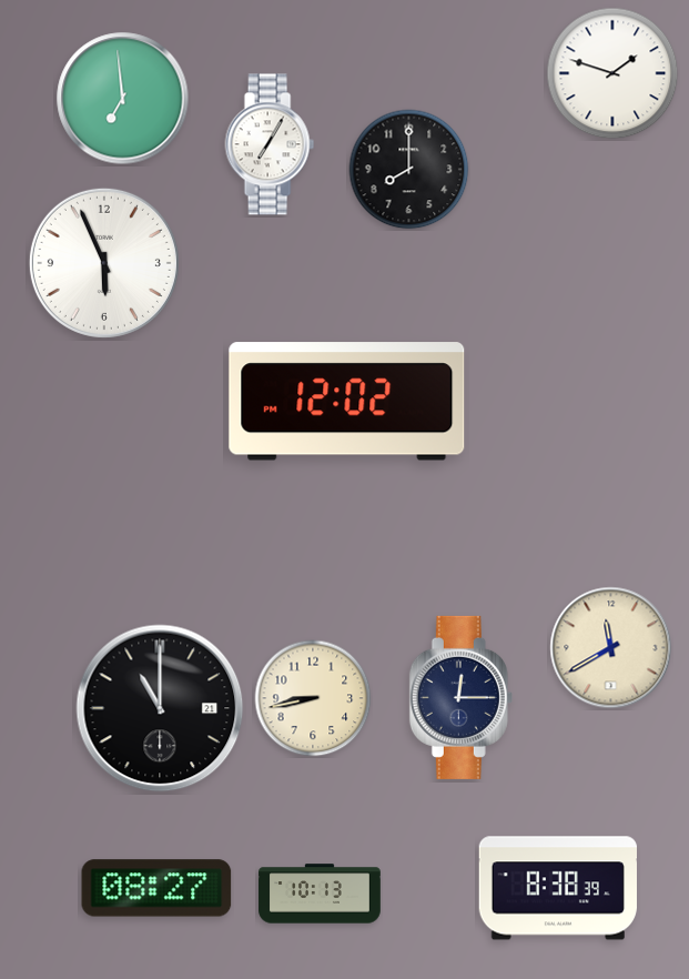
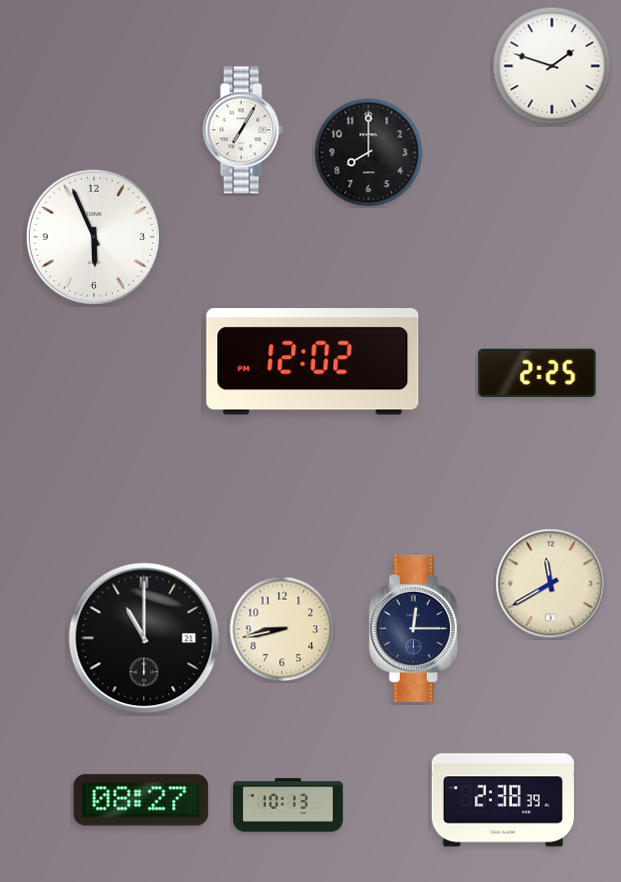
clock at (123, 99): 6:59 -> none
clock at (537, 372): none -> 2:25
clock at (558, 888): 8:38 -> 2:38
